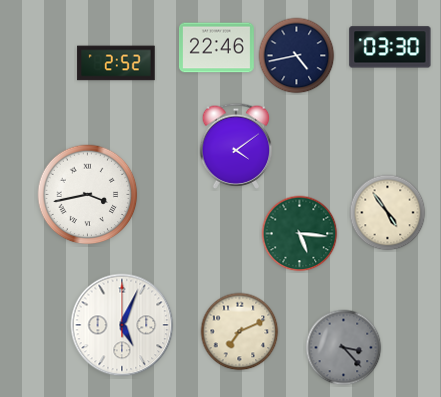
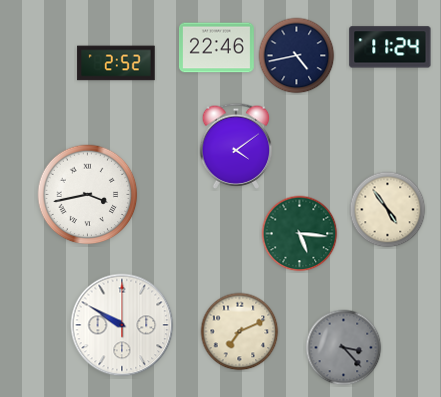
clock at (390, 47): 03:30 -> 11:24
clock at (388, 213) position: (388, 213) -> (388, 210)
clock at (122, 325): 5:04 -> 9:50
